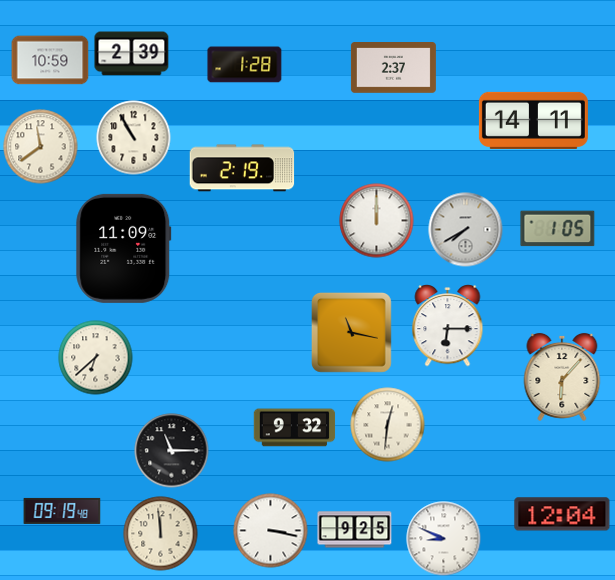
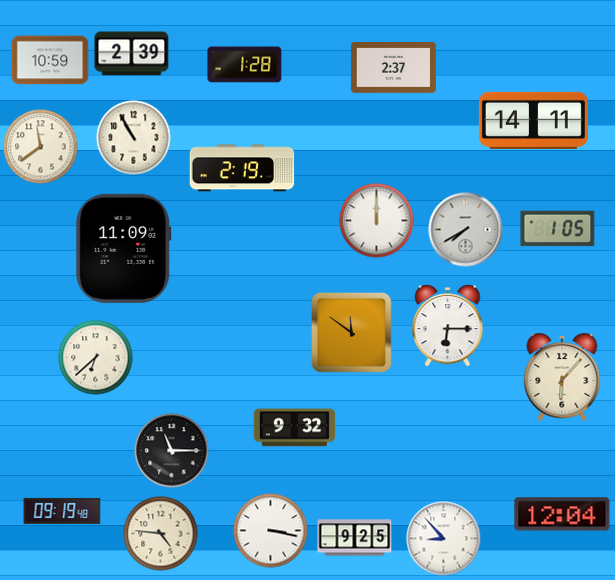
clock at (351, 332): 11:17 -> 11:51
clock at (388, 425): 12:31 -> none
clock at (355, 530) position: (355, 530) -> (355, 538)
clock at (161, 534): 11:59 -> 4:46
clock at (444, 539): 8:49 -> 8:53
